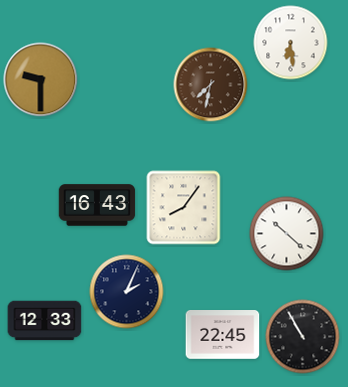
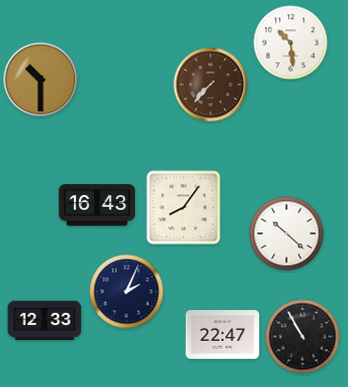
clock at (291, 43): 6:29 -> 10:29
clock at (41, 80): 9:30 -> 10:30
clock at (211, 85): 7:32 -> 7:37
clock at (223, 335): 22:45 -> 22:47
